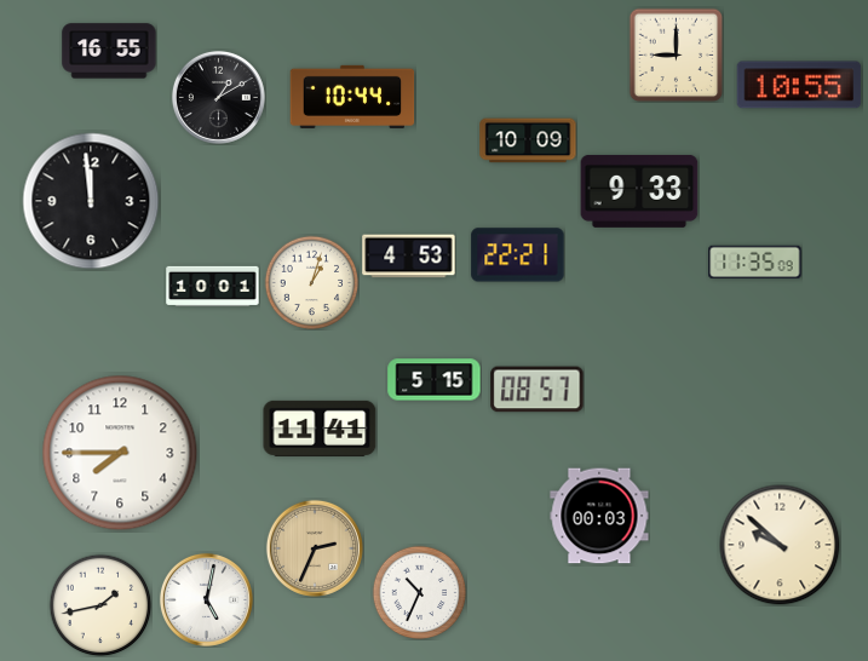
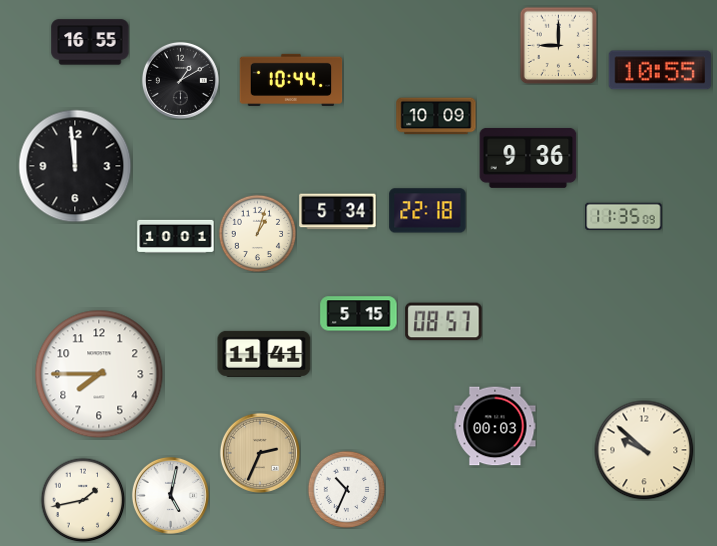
clock at (639, 191): 9:33 -> 9:36
clock at (518, 255): 22:21 -> 22:18
clock at (409, 257): 4:53 -> 5:34
